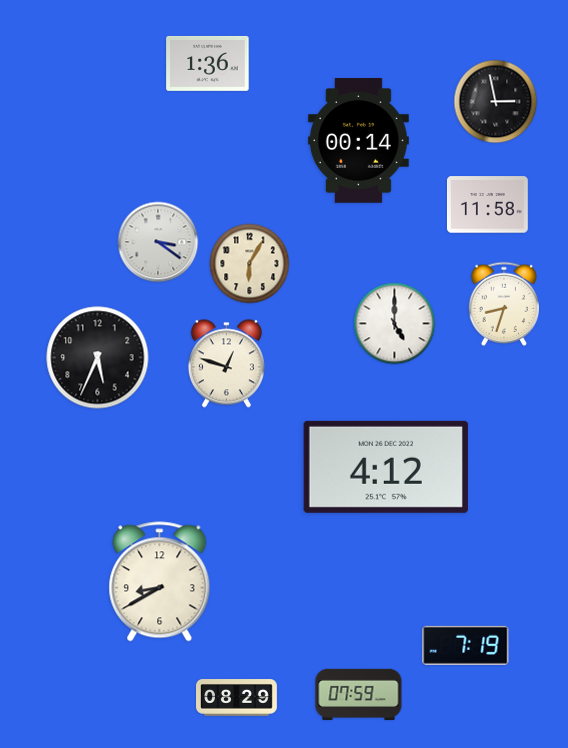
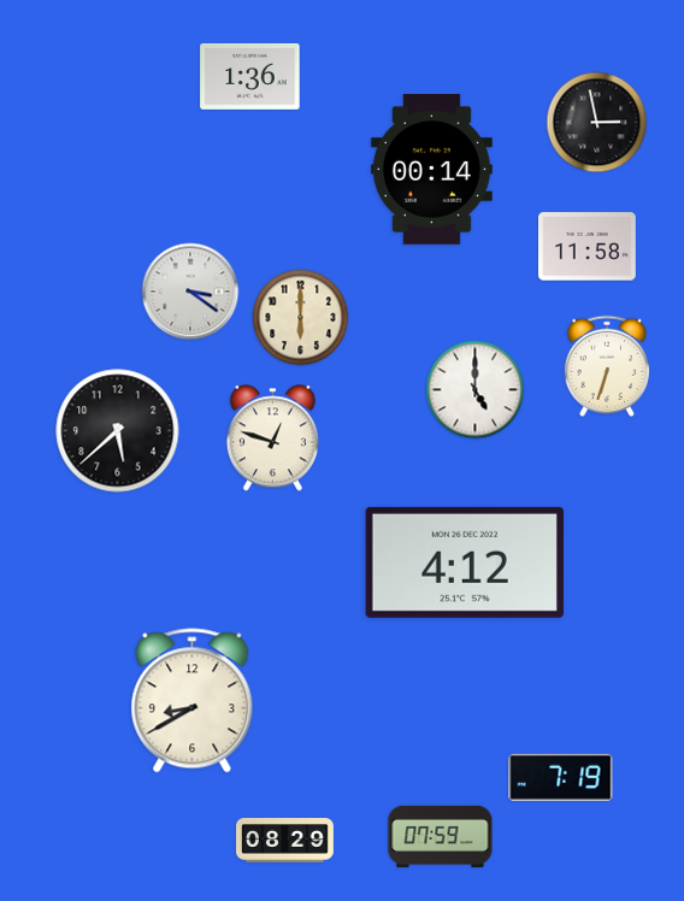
clock at (250, 264): 6:05 -> 6:00
clock at (503, 304): 8:33 -> 6:33
clock at (98, 358): 5:34 -> 5:38
clock at (359, 694) position: (359, 694) -> (441, 836)
